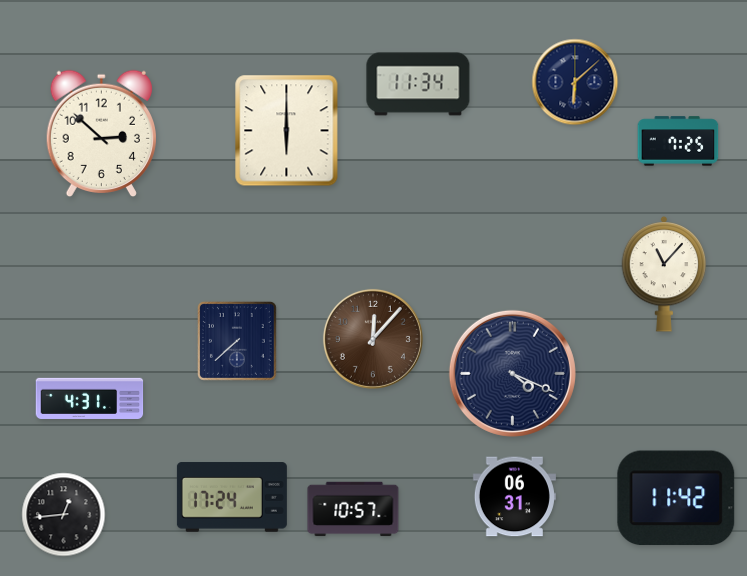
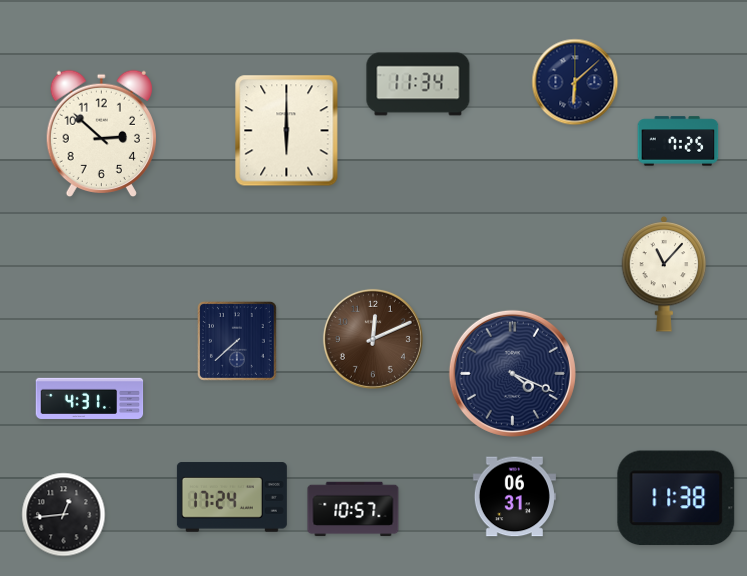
clock at (373, 339): 12:07 -> 12:11
clock at (676, 498): 11:42 -> 11:38
